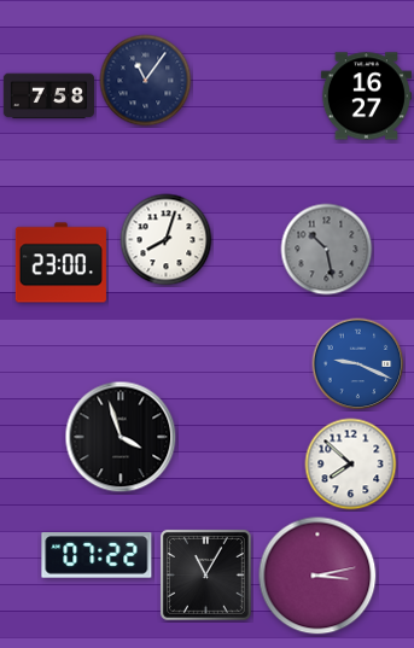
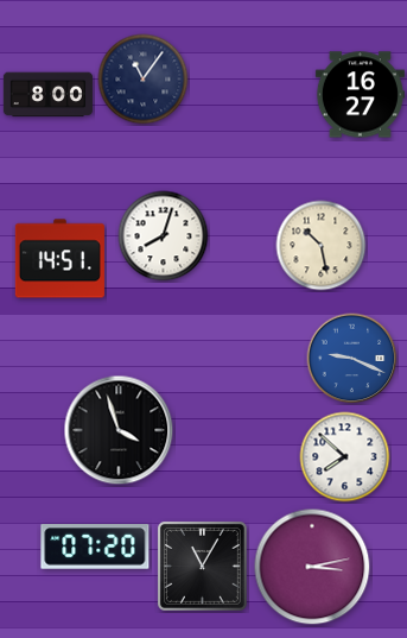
clock at (48, 97): 7:58 -> 8:00
clock at (327, 250) dial: grey -> cream
clock at (60, 263): 23:00 -> 14:51
clock at (97, 555): 07:22 -> 07:20
